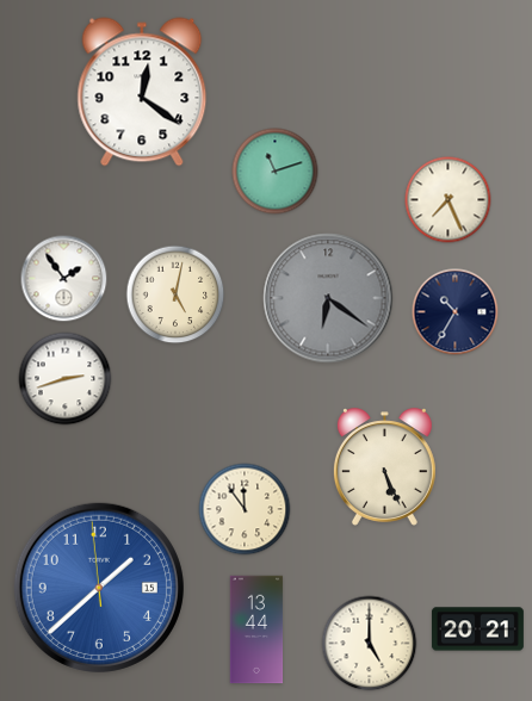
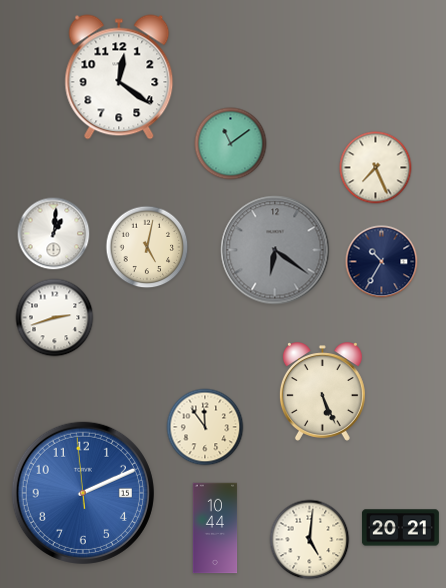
clock at (276, 172): 11:12 -> 11:09
clock at (64, 279): 1:54 -> 1:01
clock at (99, 588): 1:37 -> 2:10
clock at (256, 629): 13:44 -> 10:44
clock at (370, 644): 5:00 -> 5:01
